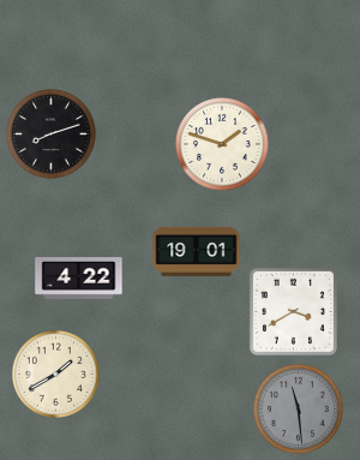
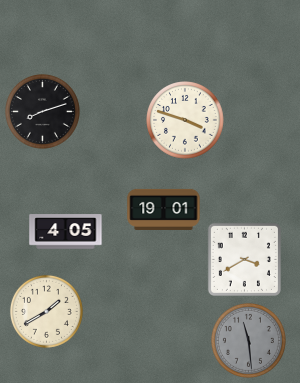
clock at (223, 145): 1:48 -> 3:48
clock at (79, 279): 4:22 -> 4:05
